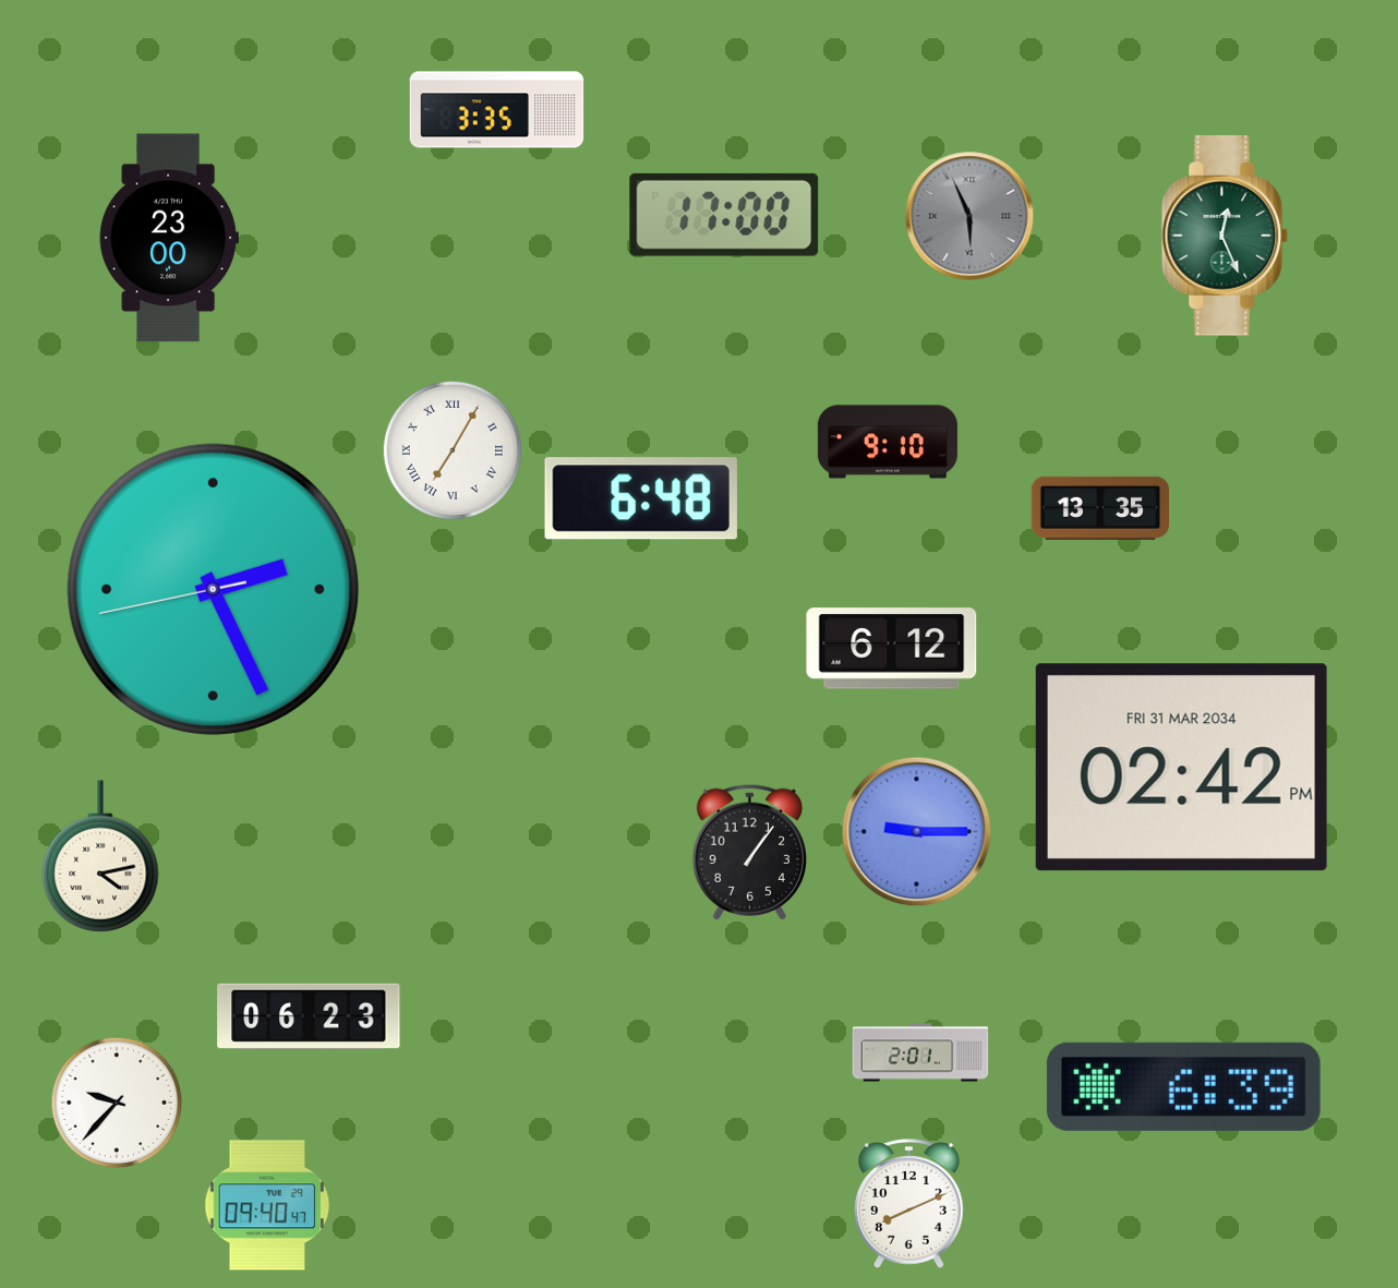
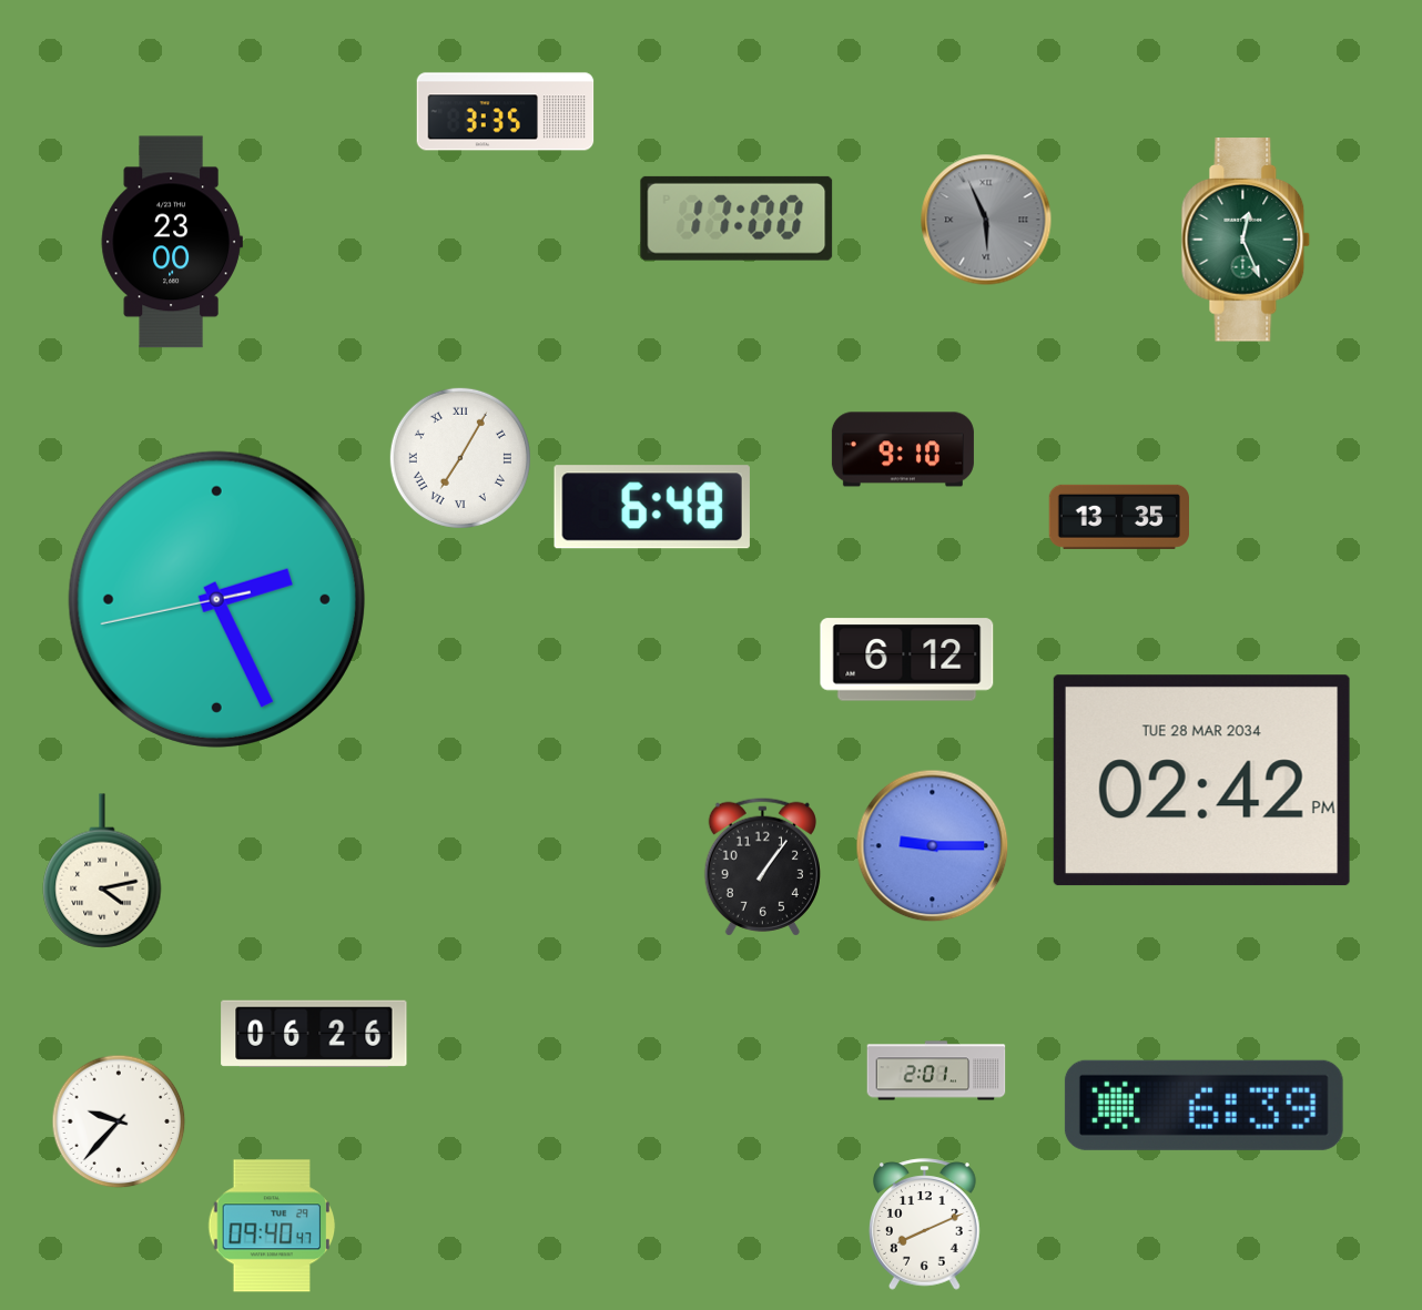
clock at (1181, 768) date: FRI 31 MAR 2034 -> TUE 28 MAR 2034
clock at (309, 1016): 06:23 -> 06:26
